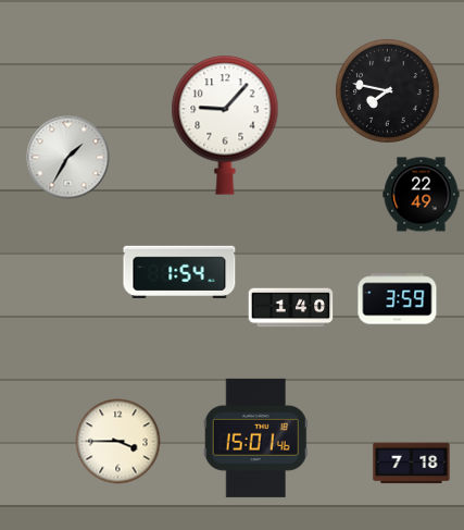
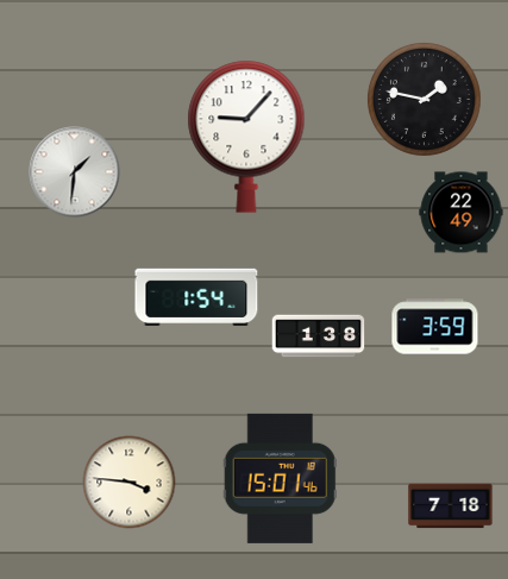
clock at (387, 90): 7:47 -> 1:47
clock at (68, 158): 1:35 -> 1:31
clock at (291, 308): 1:40 -> 1:38
clock at (118, 442): 3:45 -> 3:46
